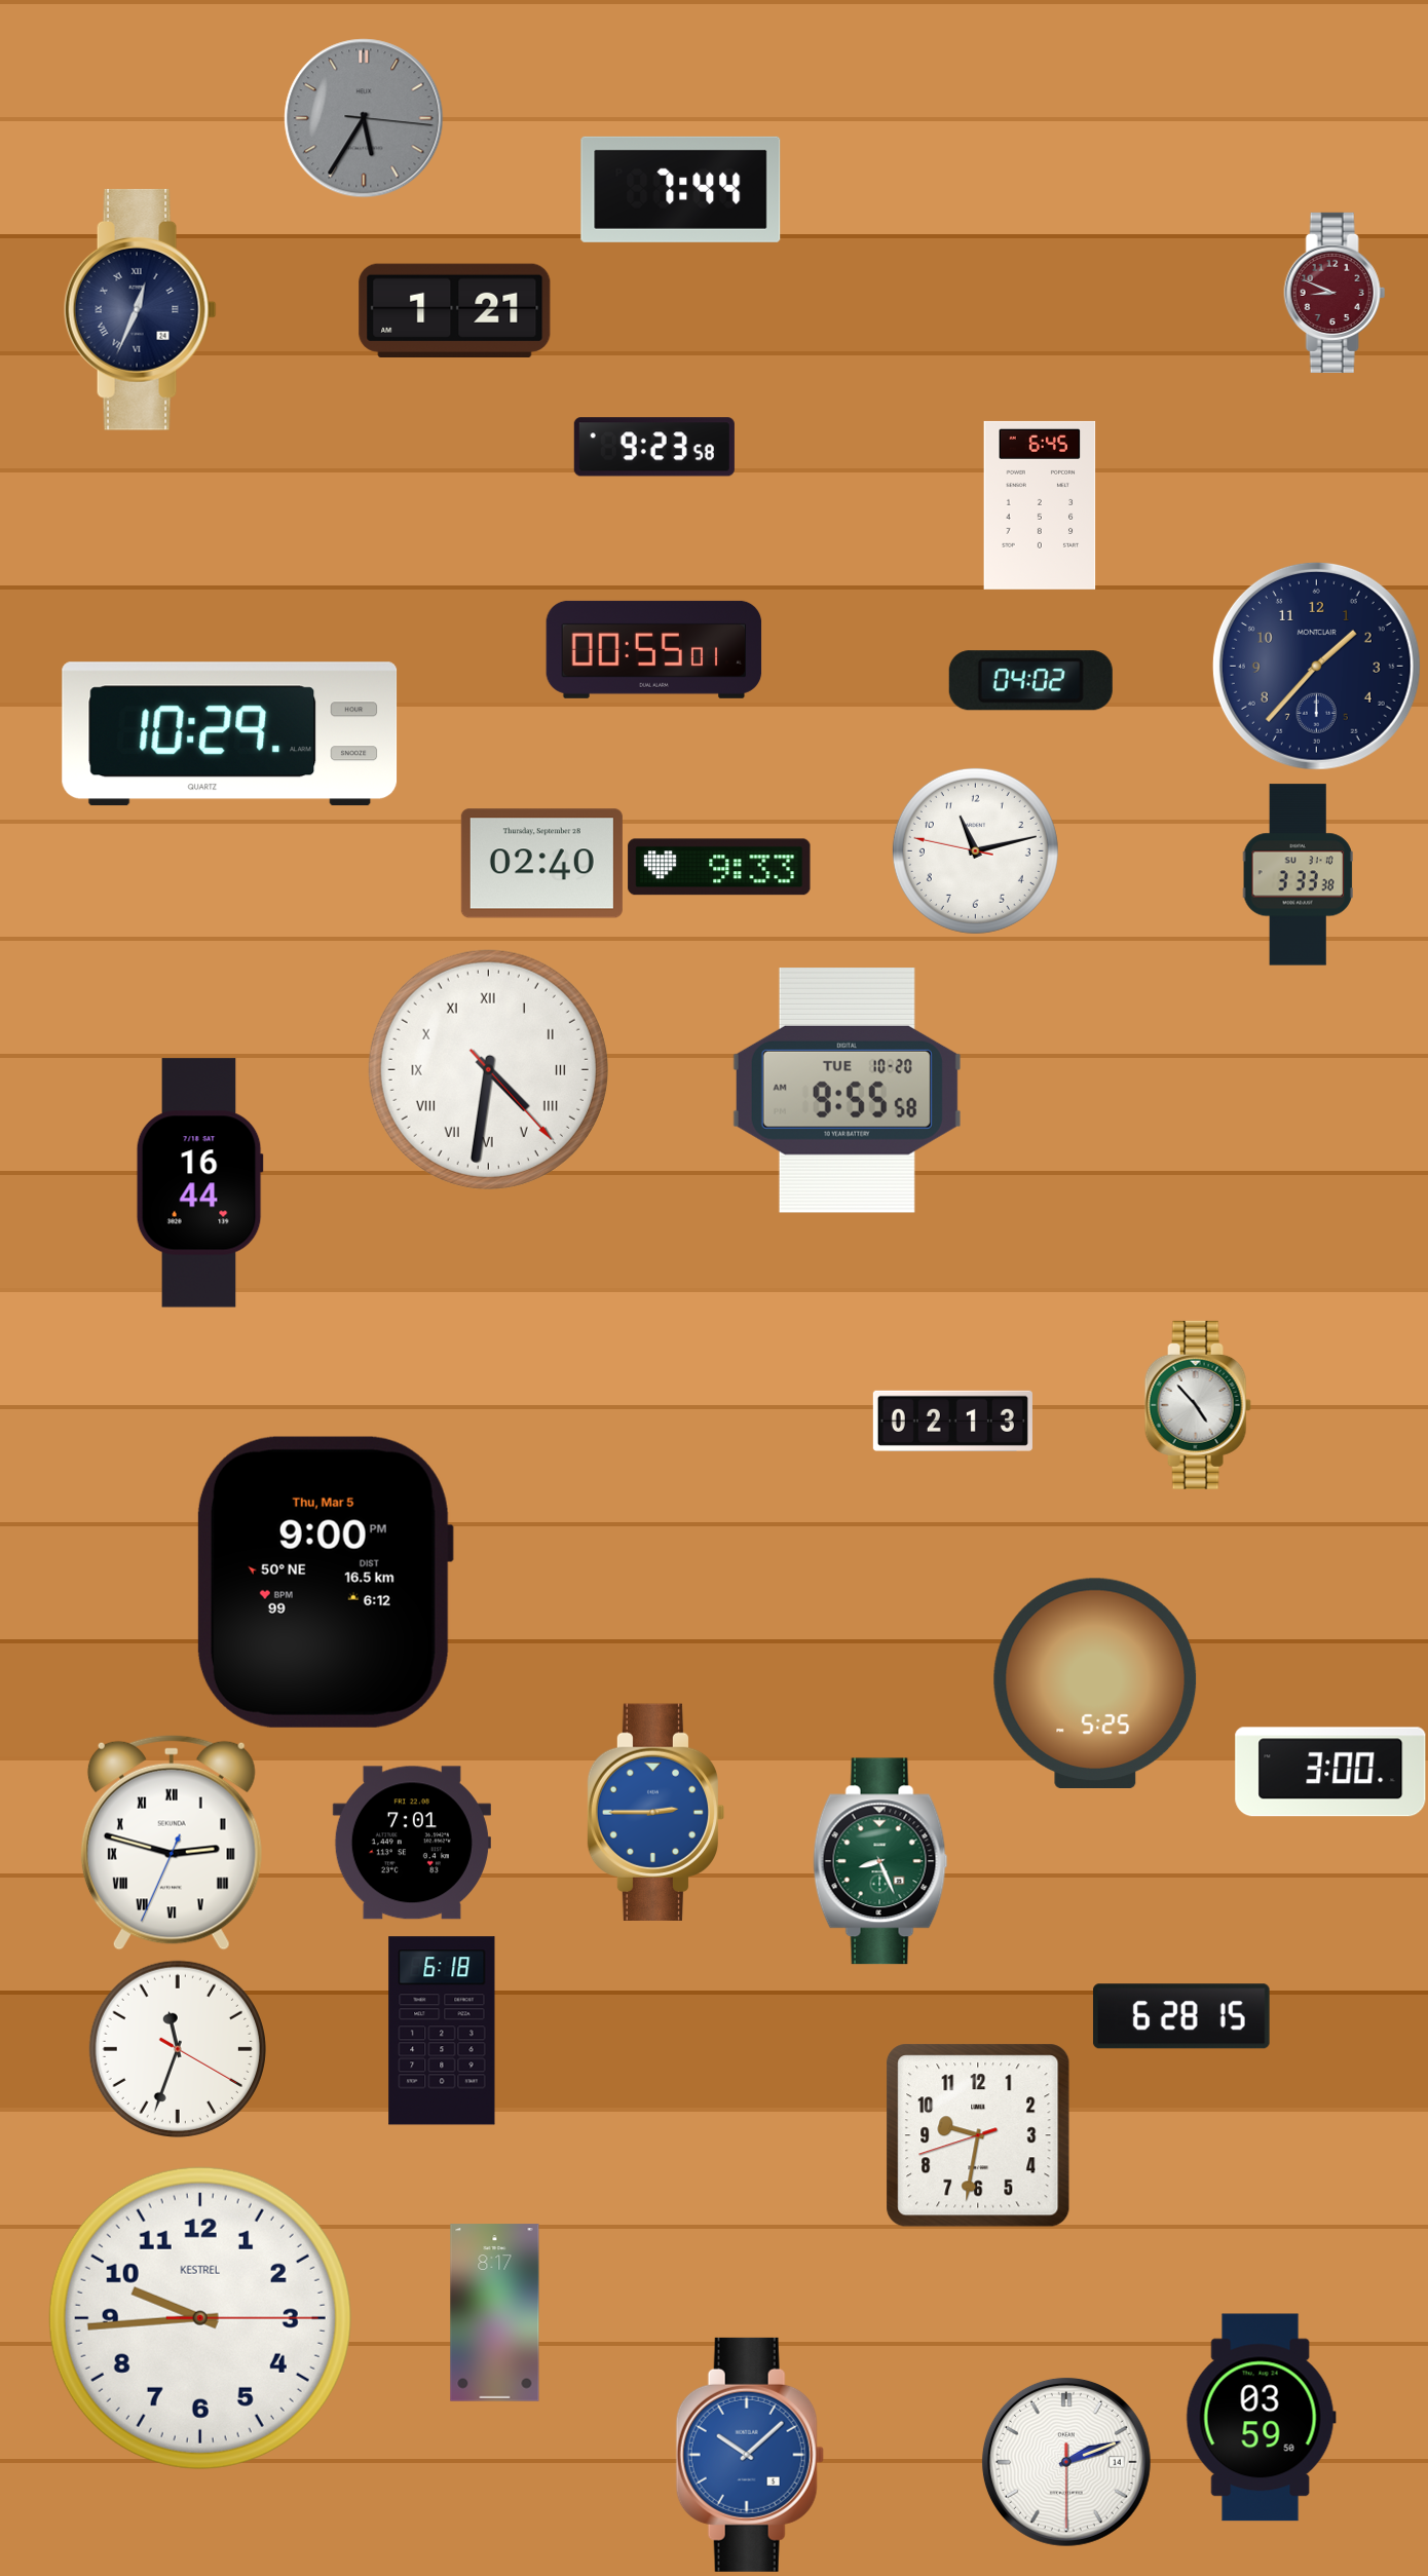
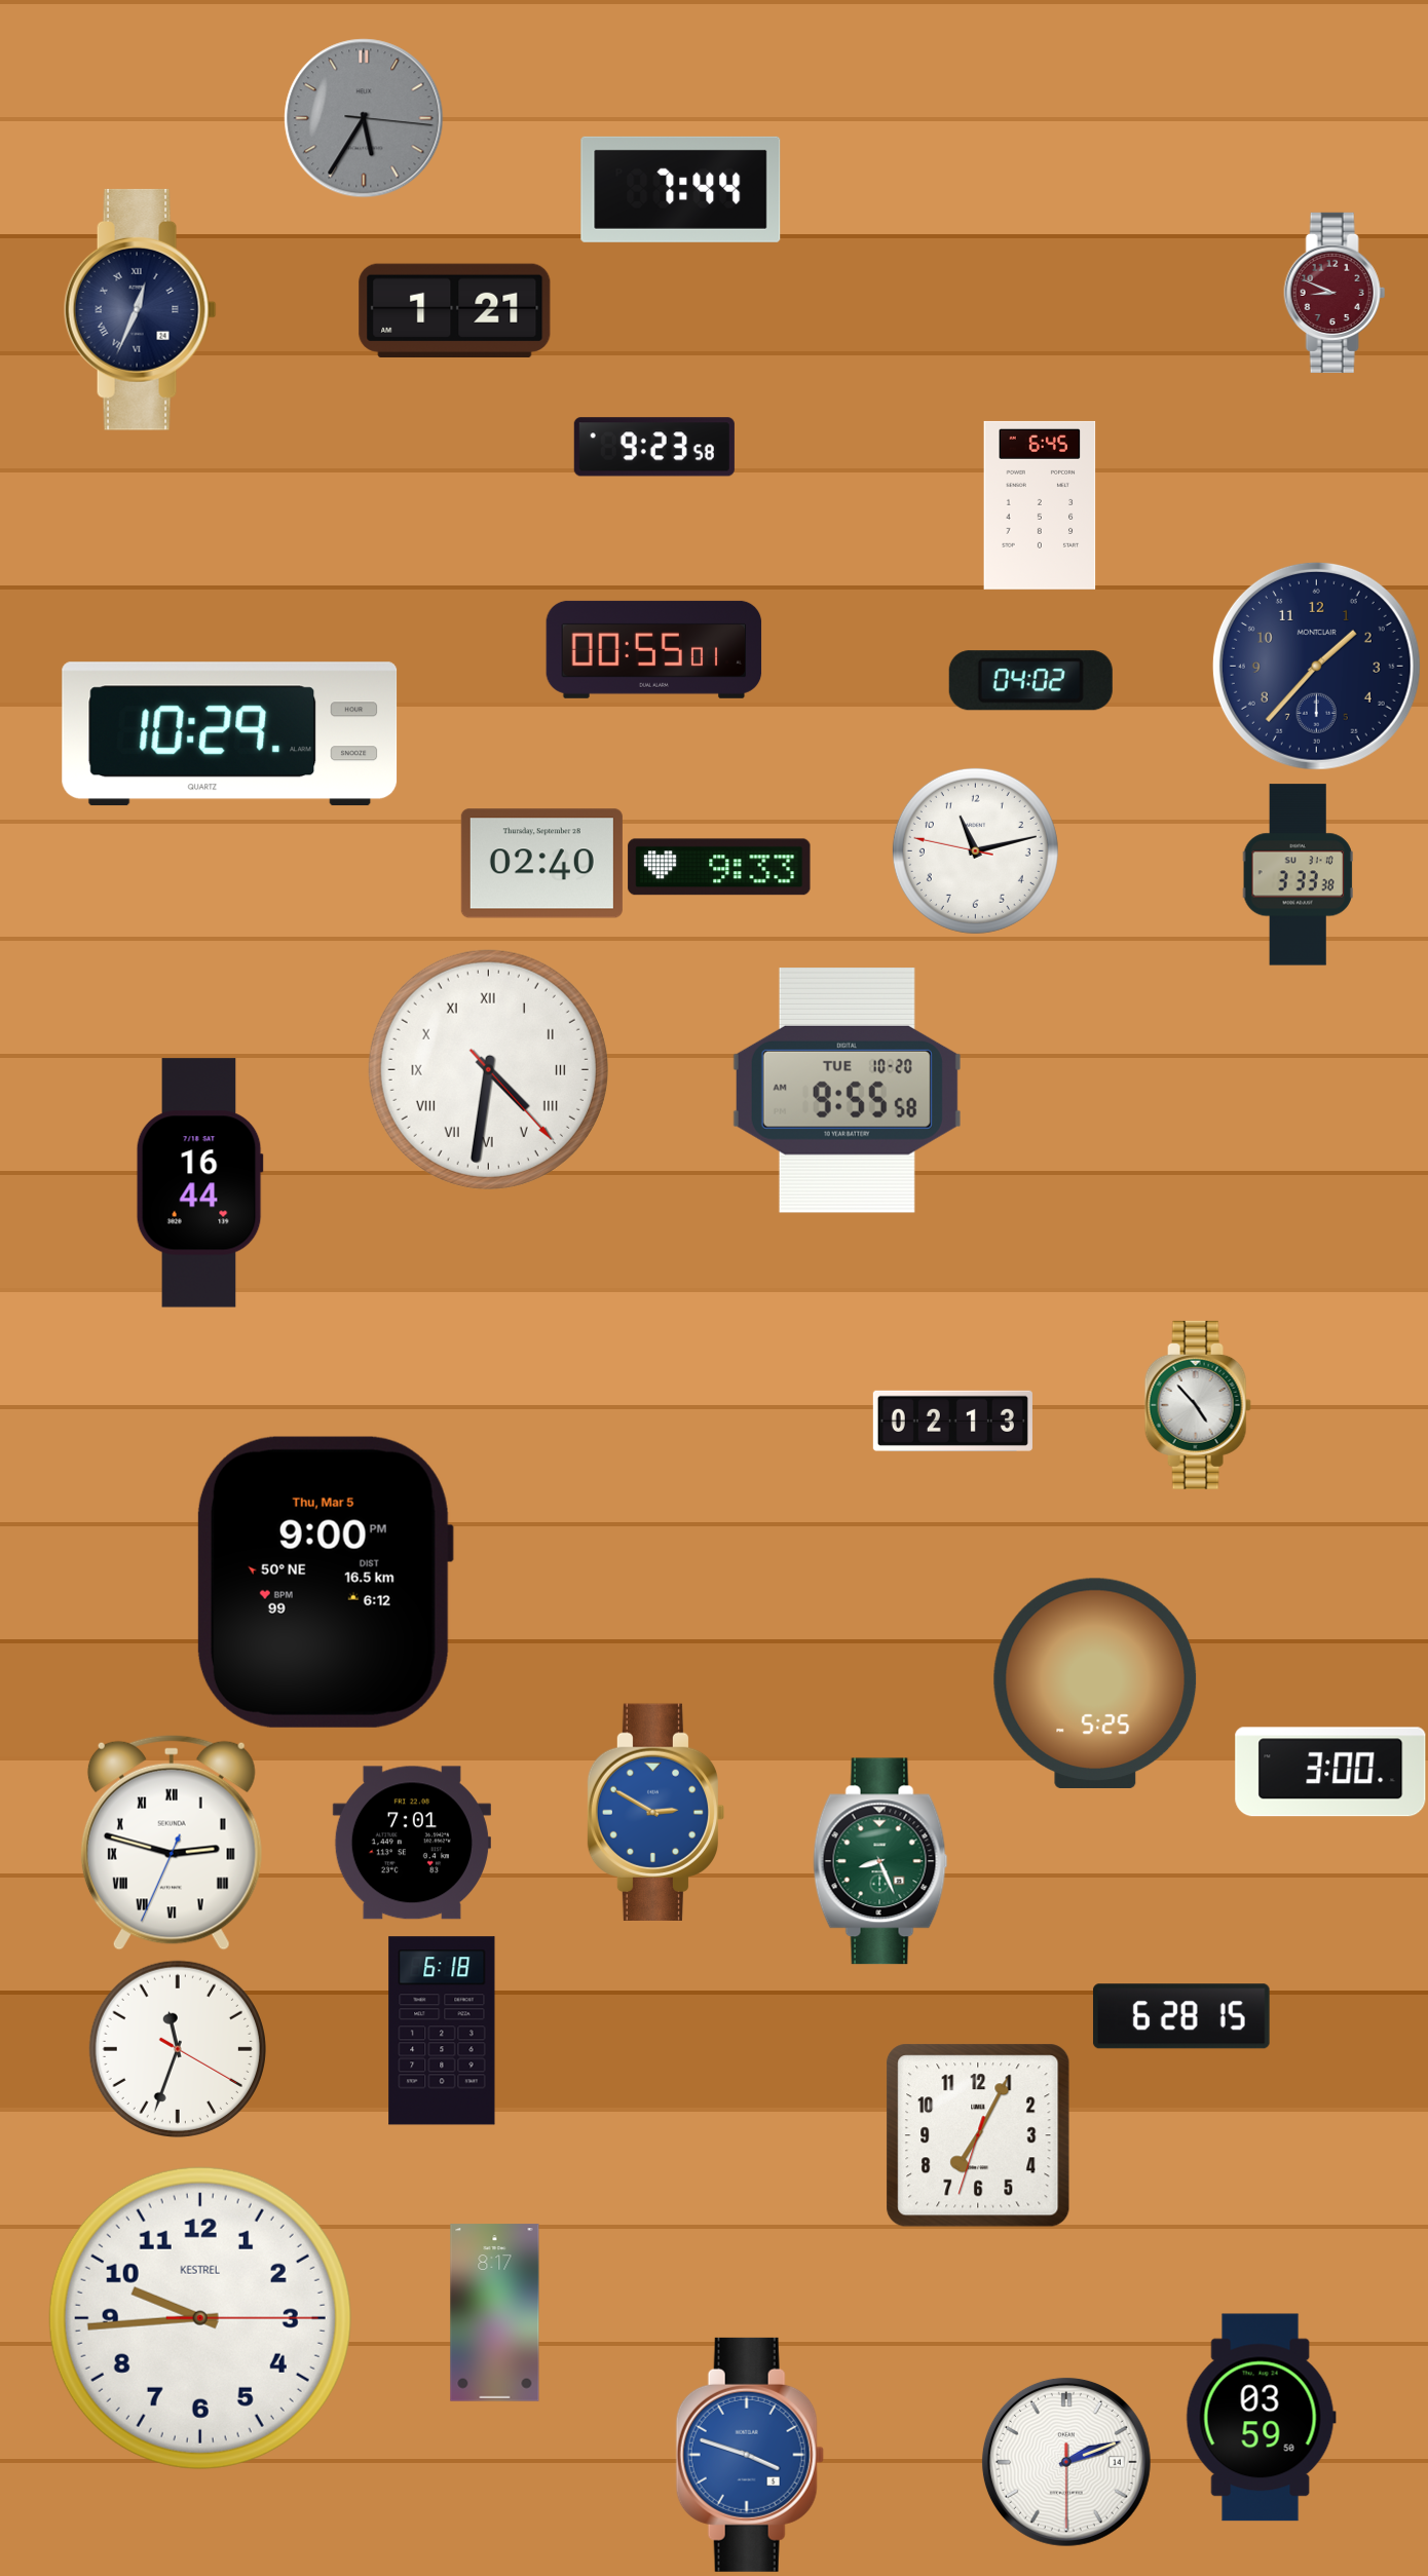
clock at (656, 1812): 2:45 -> 2:50
clock at (978, 2135): 9:31 -> 7:04
clock at (750, 2455): 10:08 -> 3:48
